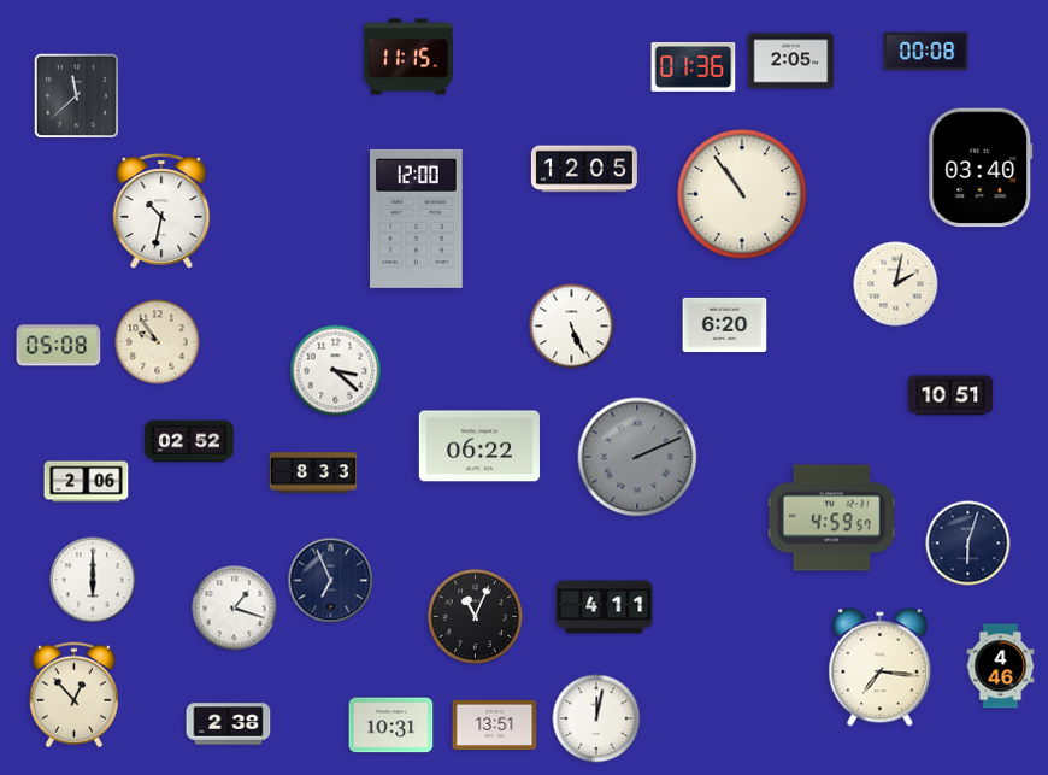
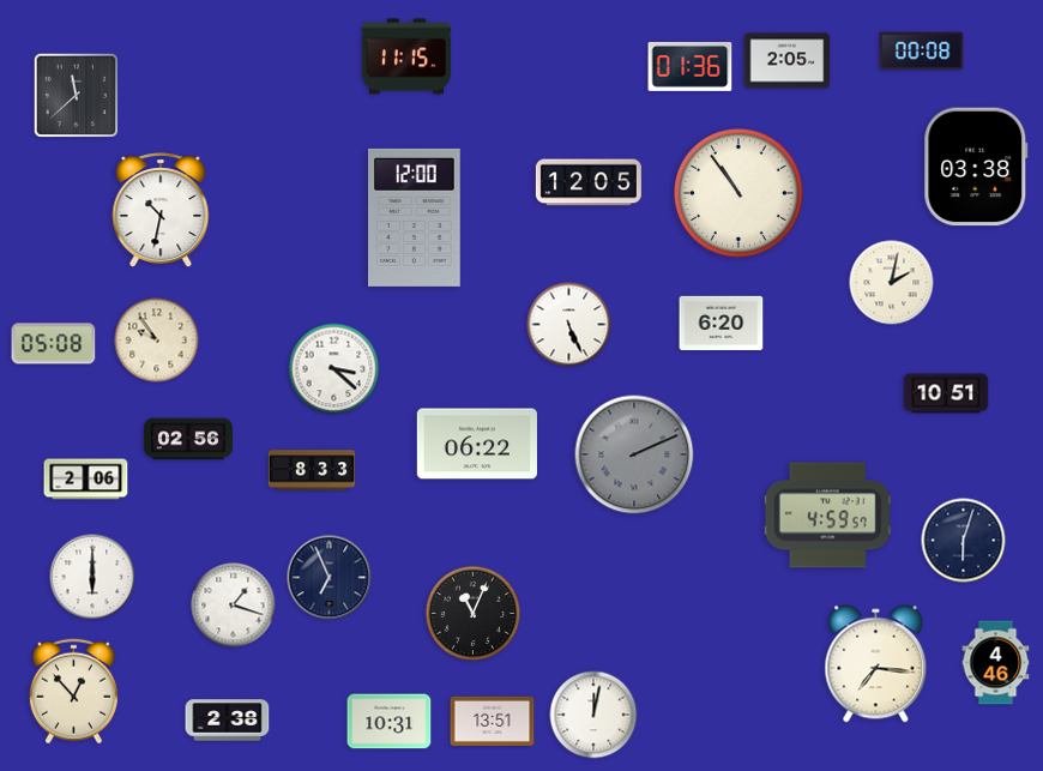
clock at (981, 168): 03:40 -> 03:38
clock at (584, 169) position: (584, 169) -> (589, 182)
clock at (59, 346) position: (59, 346) -> (54, 344)
clock at (189, 441): 02:52 -> 02:56
clock at (605, 607): 4:11 -> none
